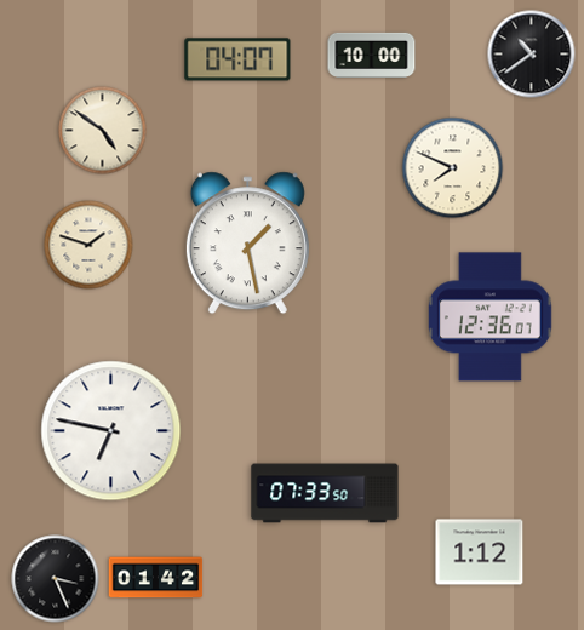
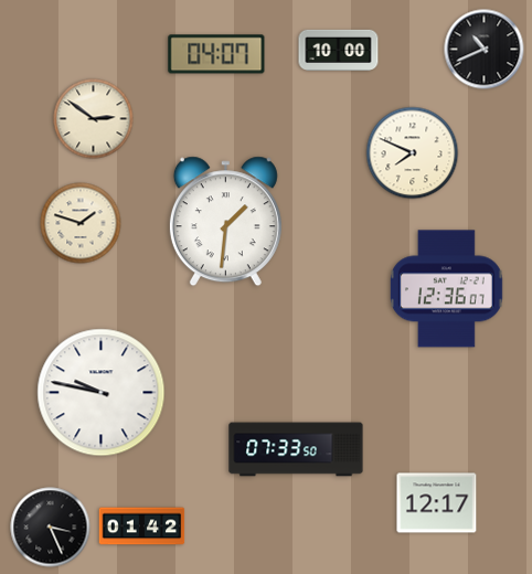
clock at (532, 55): 10:39 -> 10:41
clock at (103, 131): 4:51 -> 2:51
clock at (247, 244): 1:28 -> 1:31
clock at (111, 431): 6:47 -> 9:47
clock at (480, 552): 1:12 -> 12:17
